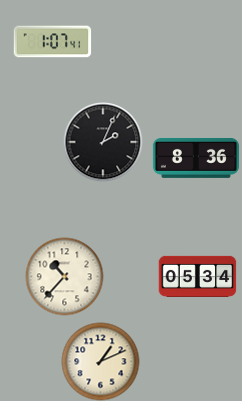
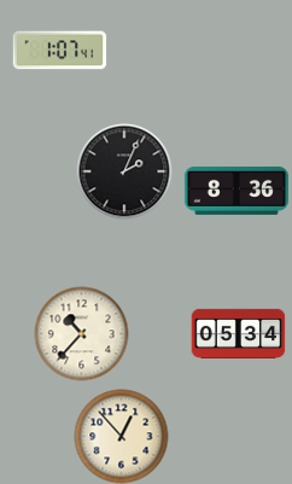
clock at (52, 42) position: (52, 42) -> (59, 51)
clock at (64, 276) position: (64, 276) -> (81, 333)
clock at (100, 361): 1:11 -> 12:53
